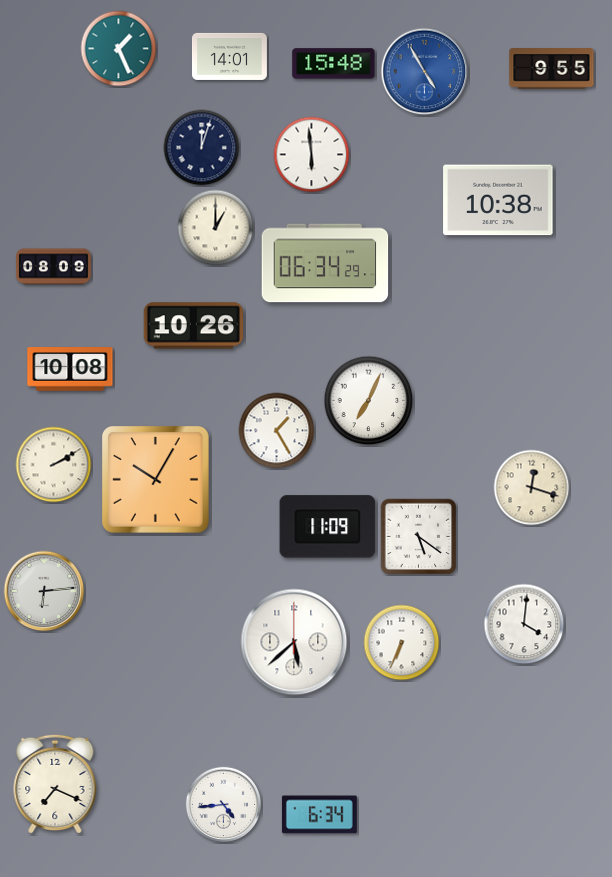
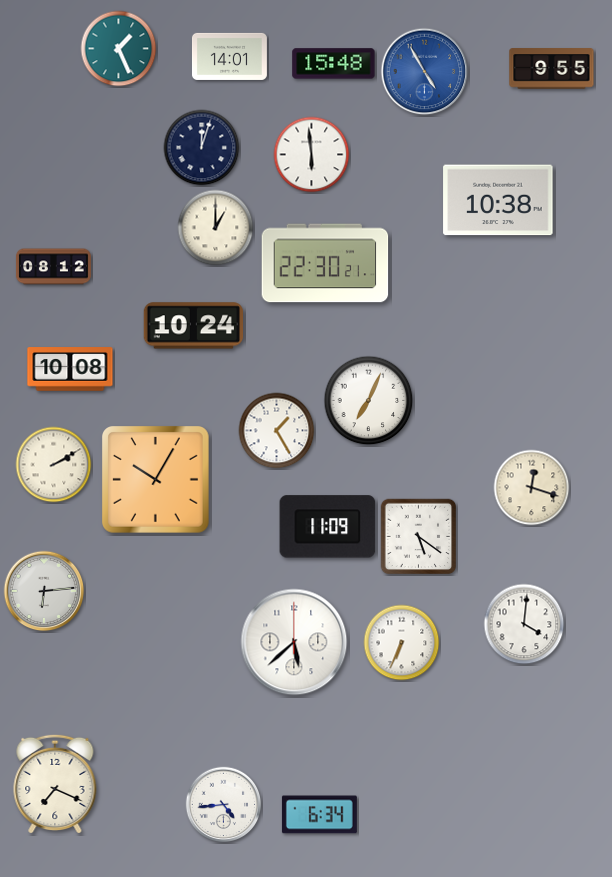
clock at (325, 263): 06:34 -> 22:30
clock at (53, 267): 08:09 -> 08:12
clock at (193, 326): 10:26 -> 10:24
